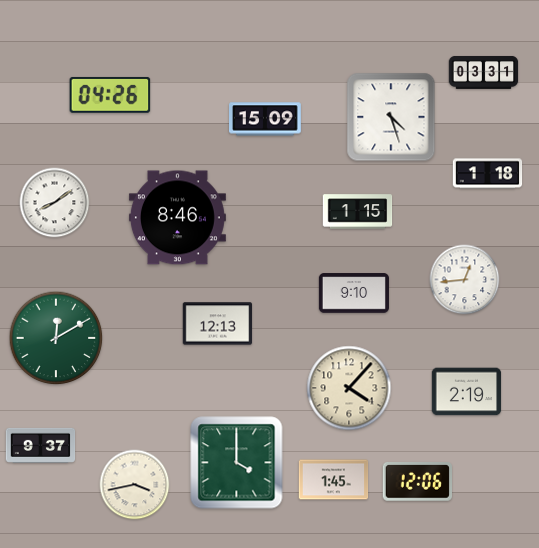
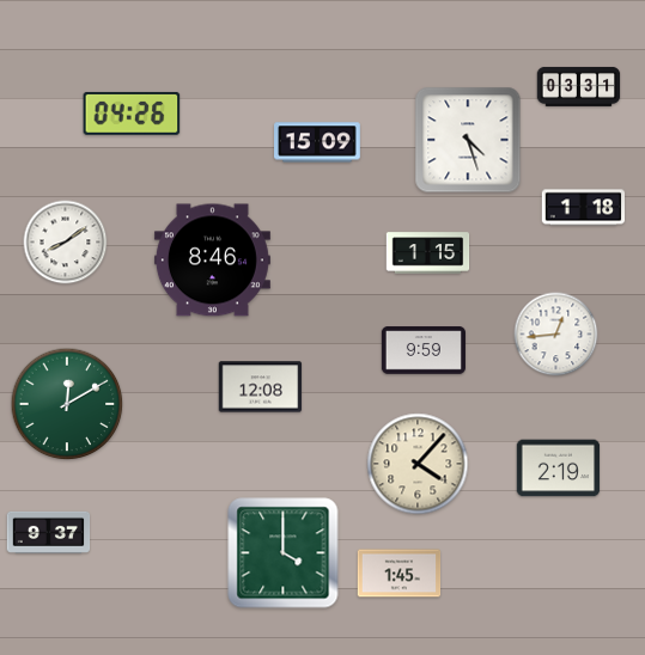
clock at (354, 293): 9:10 -> 9:59
clock at (218, 324): 12:13 -> 12:08
clock at (417, 482): 12:06 -> none
clock at (135, 485): 3:43 -> none
